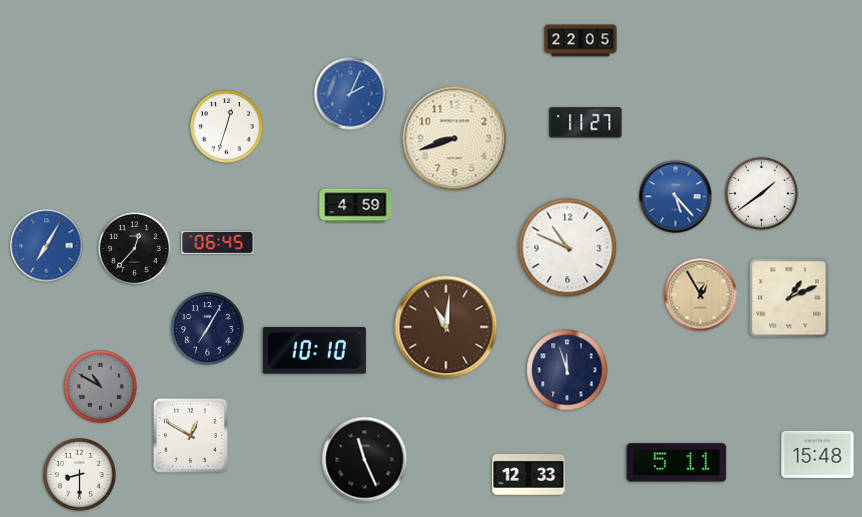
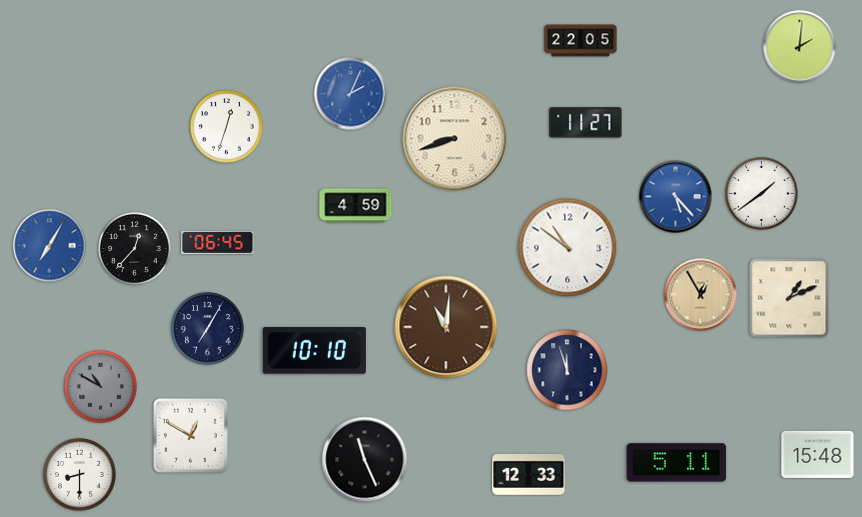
clock at (800, 47): none -> 2:01
clock at (47, 246) position: (47, 246) -> (50, 246)
clock at (568, 248): 10:49 -> 10:51
